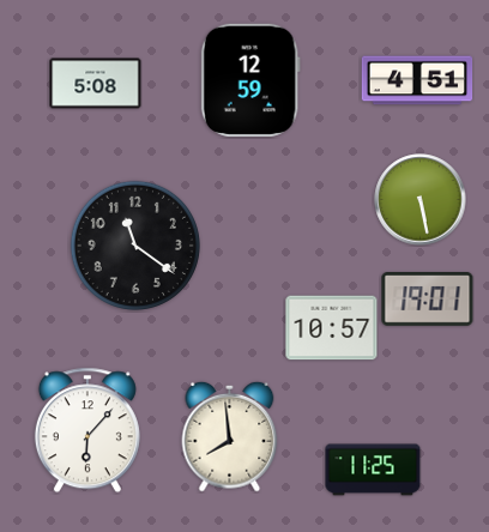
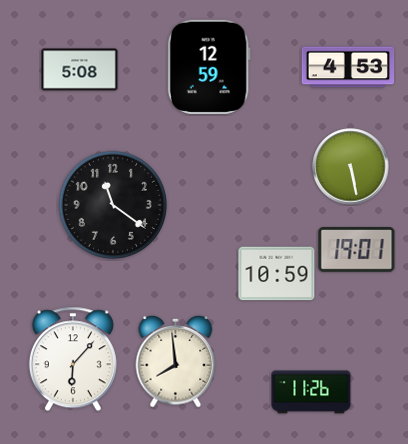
clock at (417, 80): 4:51 -> 4:53
clock at (332, 328): 10:57 -> 10:59
clock at (230, 436) position: (230, 436) -> (176, 361)
clock at (373, 470): 11:25 -> 11:26
